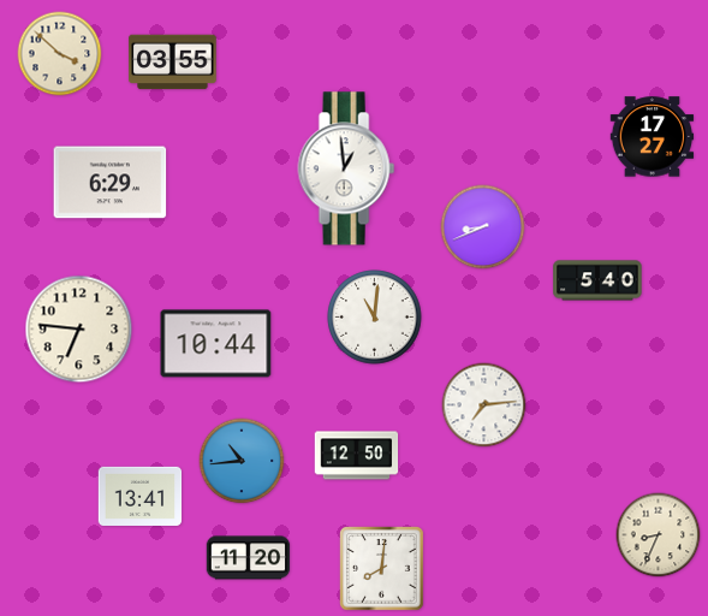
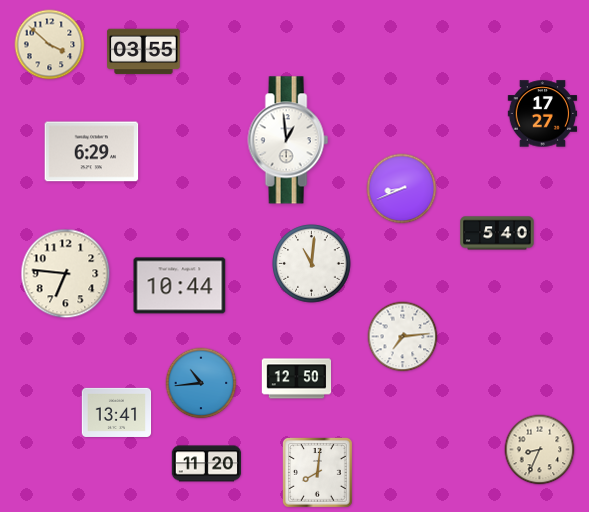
clock at (659, 535) position: (659, 535) -> (540, 450)
